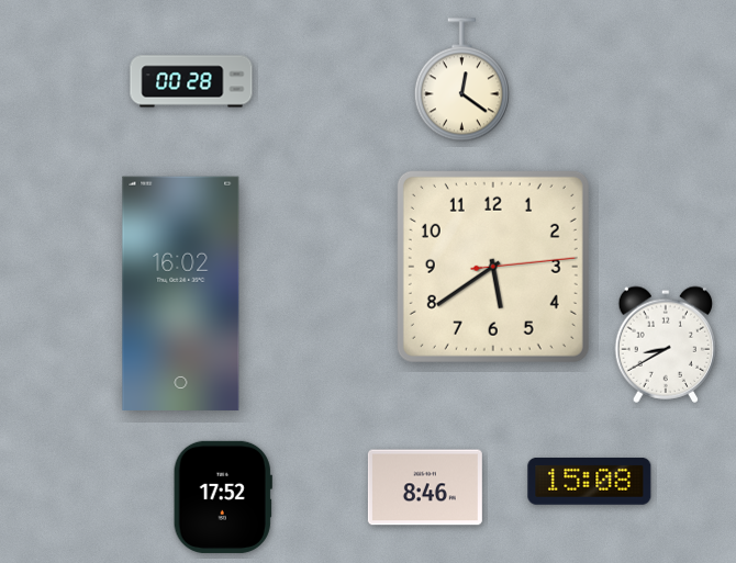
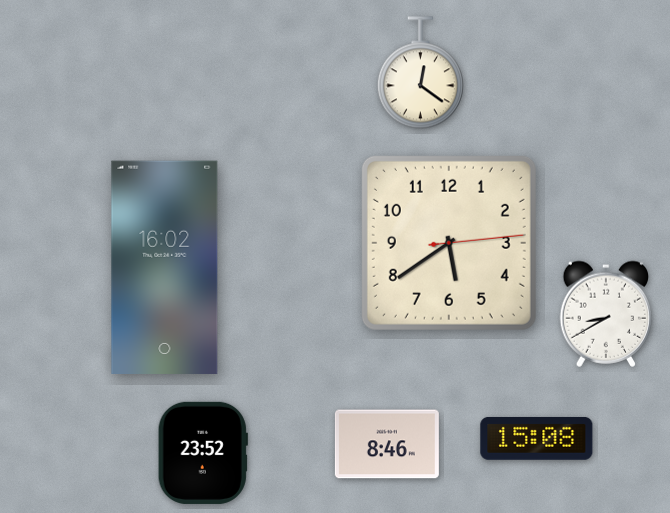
clock at (191, 81): 00:28 -> none
clock at (223, 497): 17:52 -> 23:52
